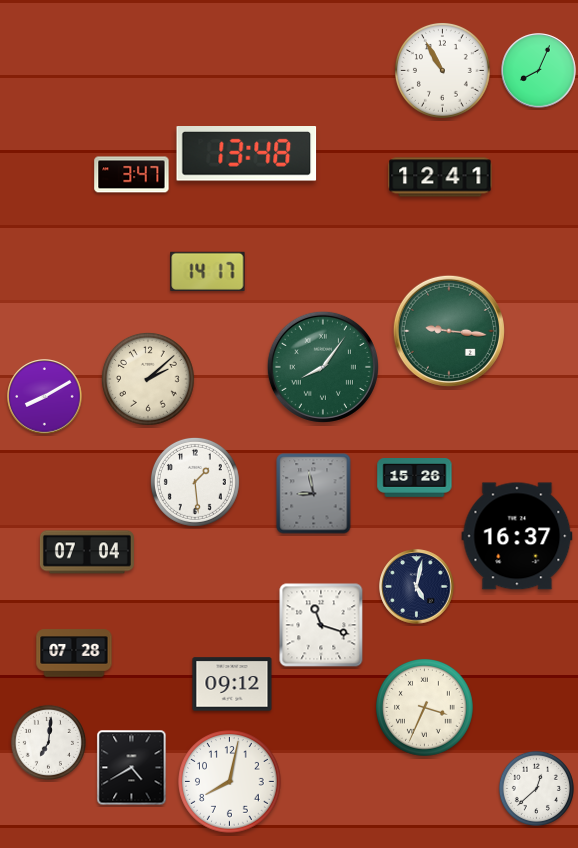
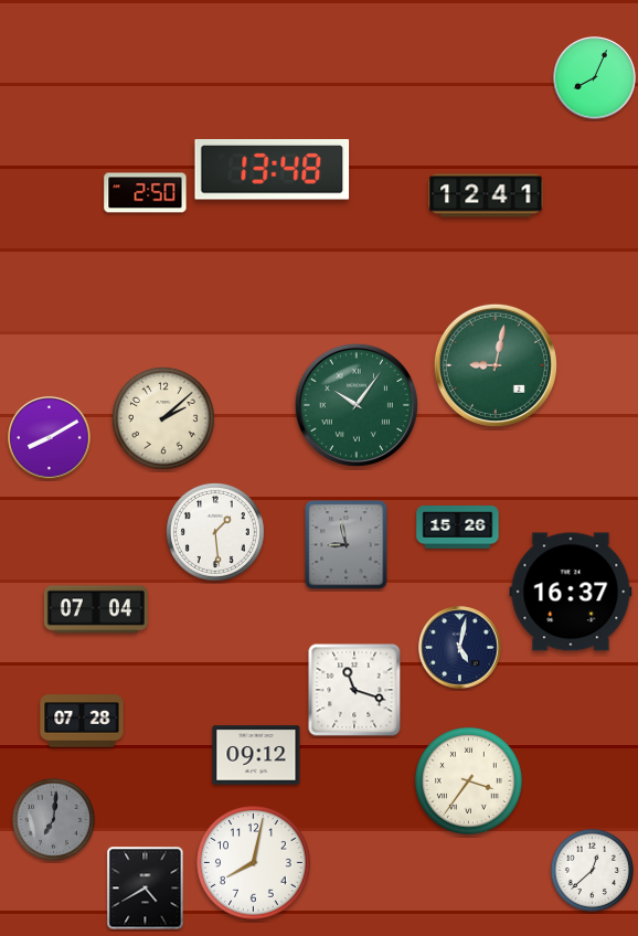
clock at (443, 71): 10:55 -> none
clock at (132, 175): 3:47 -> 2:50
clock at (208, 271): 14:17 -> none
clock at (449, 331): 9:16 -> 9:02
clock at (323, 367): 8:06 -> 10:06
clock at (425, 708): 3:34 -> 3:36
clock at (48, 742) dial: white -> grey
clock at (132, 768) position: (132, 768) -> (146, 889)
